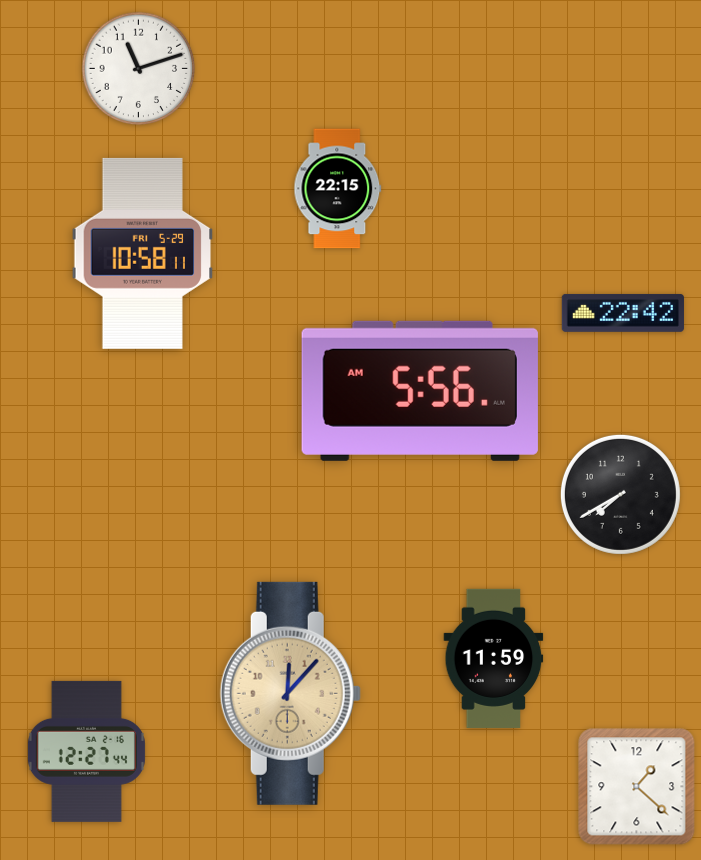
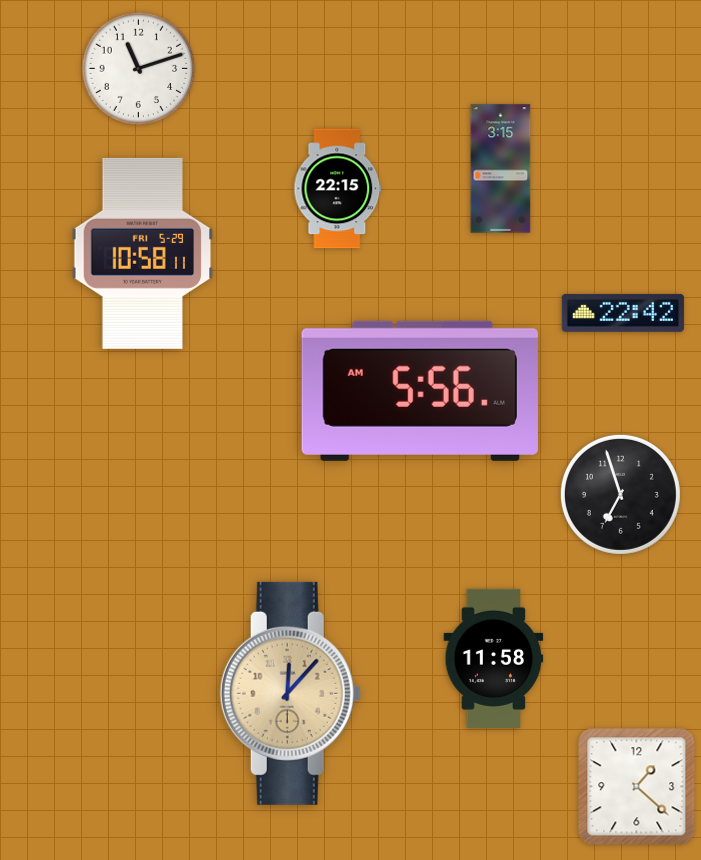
clock at (501, 169): none -> 3:15
clock at (620, 494): 7:40 -> 6:57
clock at (494, 658): 11:59 -> 11:58
clock at (86, 751): 12:27 -> none
